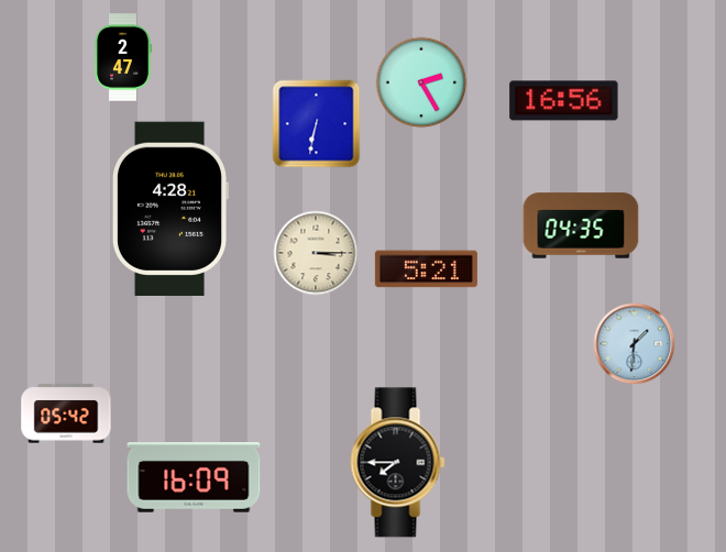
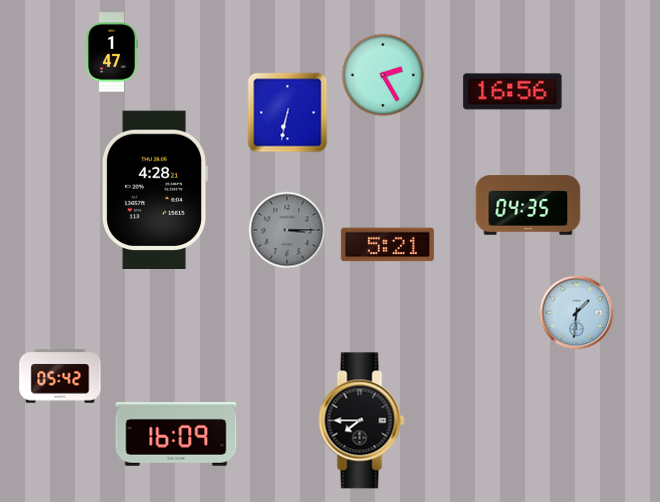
clock at (123, 57): 2:47 -> 1:47
clock at (316, 253) dial: cream -> grey
